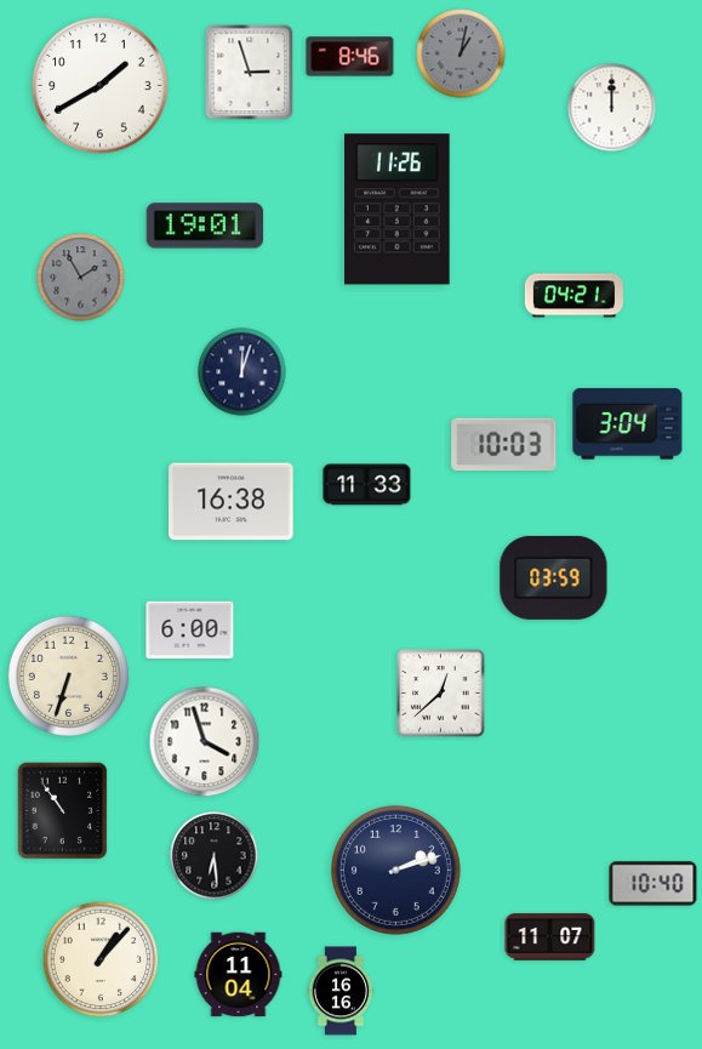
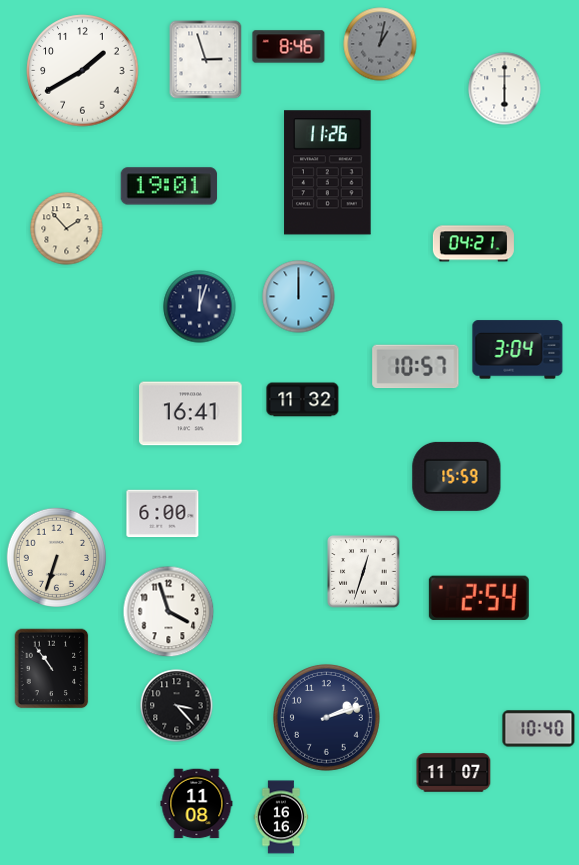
clock at (612, 108): 12:00 -> 6:00
clock at (81, 278): 1:55 -> 1:53
clock at (81, 278) dial: grey -> cream
clock at (299, 297): none -> 12:00
clock at (504, 445): 10:03 -> 10:57
clock at (367, 485): 11:33 -> 11:32
clock at (232, 502): 16:38 -> 16:41
clock at (554, 577): 03:59 -> 15:59
clock at (190, 631) position: (190, 631) -> (163, 514)
clock at (441, 694): 12:38 -> 12:33
clock at (479, 598): none -> 2:54
clock at (215, 856): 6:29 -> 3:23
clock at (101, 959): 1:07 -> none
clock at (239, 975): 11:04 -> 11:08
